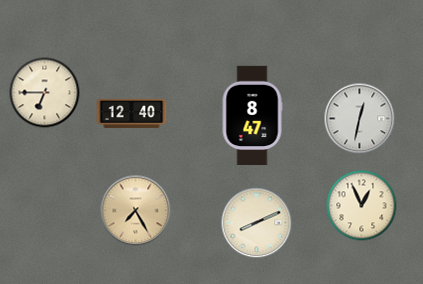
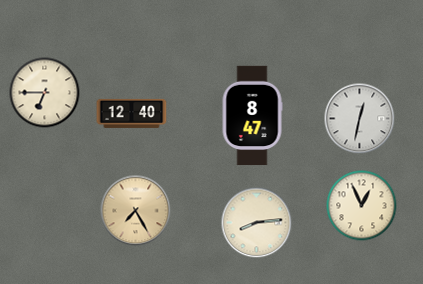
clock at (257, 223): 8:11 -> 8:14
